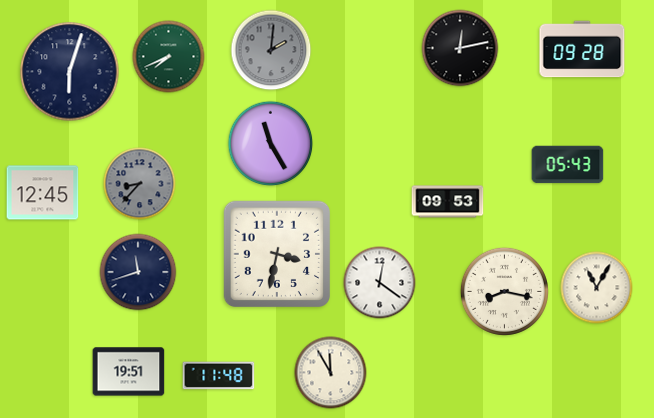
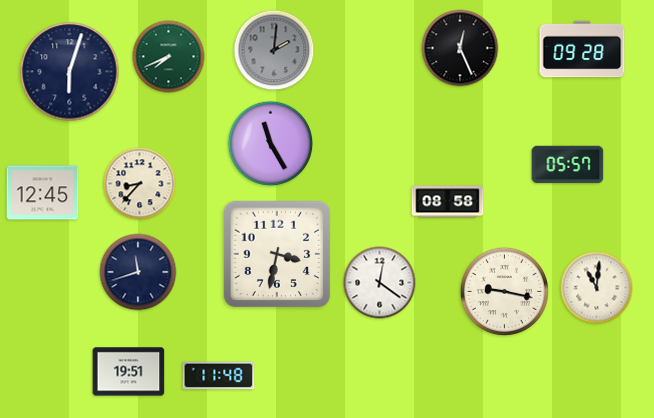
clock at (460, 48): 12:13 -> 12:26
clock at (271, 50) position: (271, 50) -> (274, 50)
clock at (568, 165): 05:43 -> 05:57
clock at (140, 184) dial: grey -> cream
clock at (448, 202): 09:53 -> 08:58
clock at (597, 288): 11:05 -> 11:01
clock at (504, 291): 8:17 -> 9:17
clock at (331, 373): 11:55 -> none
